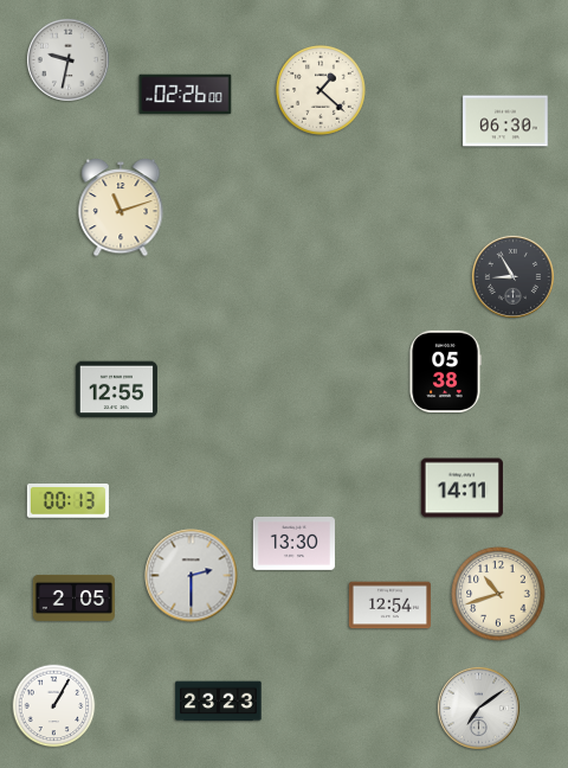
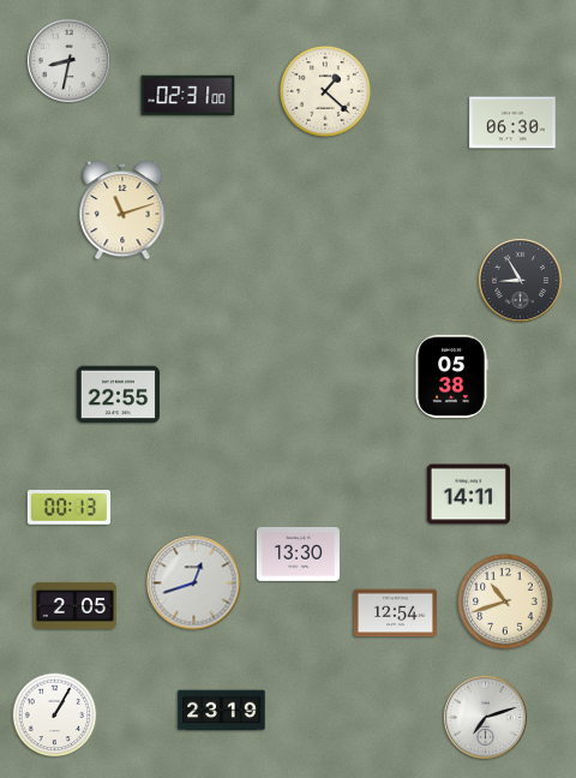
clock at (67, 59): 9:32 -> 8:32
clock at (186, 95): 02:26 -> 02:31
clock at (116, 390): 12:55 -> 22:55
clock at (293, 543) position: (293, 543) -> (298, 553)
clock at (192, 576): 2:30 -> 12:42
clock at (219, 702): 23:23 -> 23:19
clock at (478, 708): 7:09 -> 7:12
